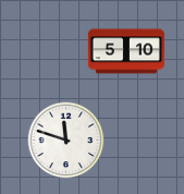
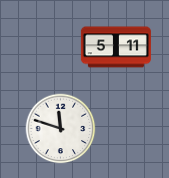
clock at (126, 51): 5:10 -> 5:11
